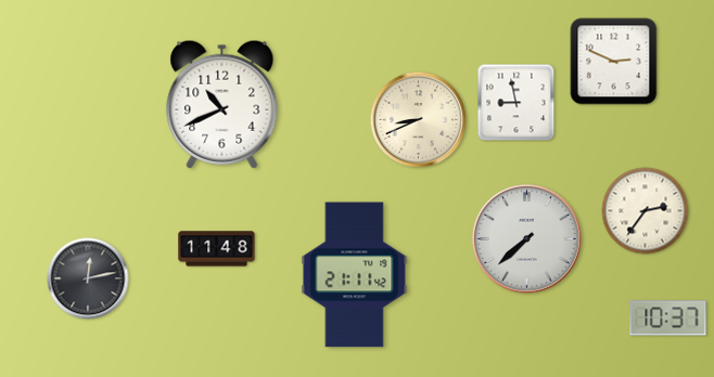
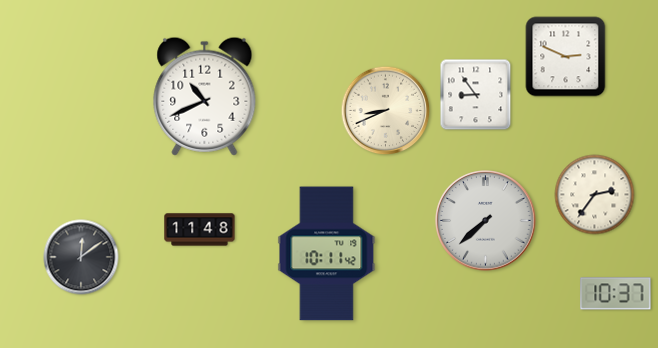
clock at (517, 103): 8:58 -> 8:54
clock at (355, 275): 21:11 -> 10:11
clock at (88, 278): 12:13 -> 12:09
